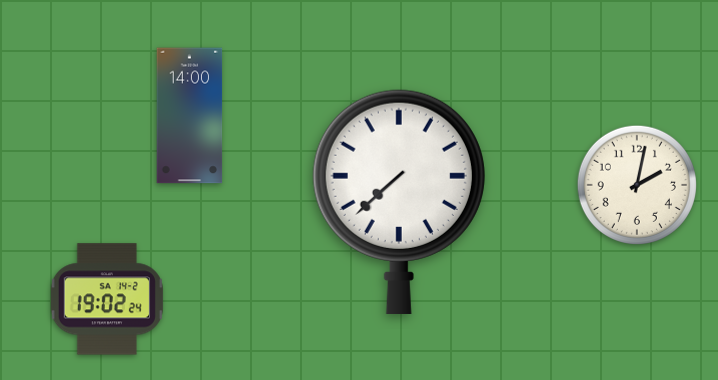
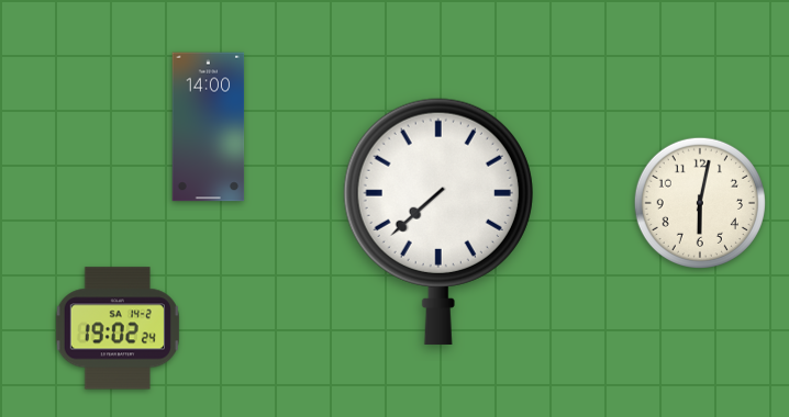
clock at (637, 185): 2:02 -> 6:02
